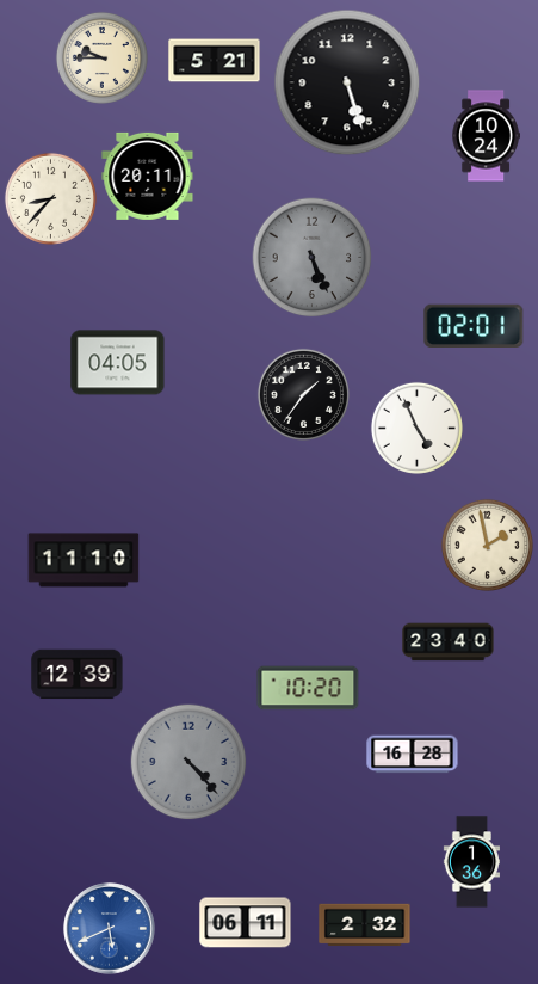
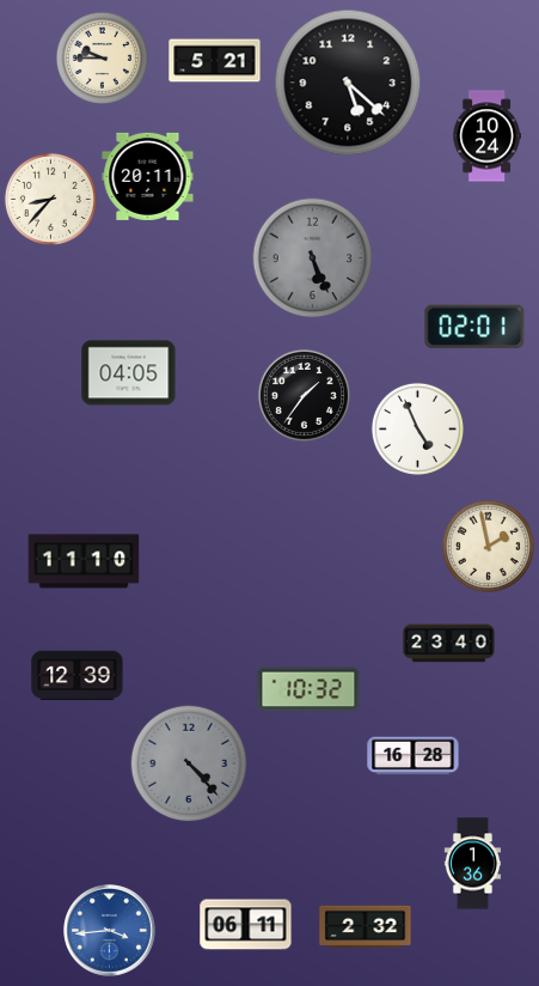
clock at (347, 82): 5:27 -> 5:22
clock at (118, 363) position: (118, 363) -> (129, 373)
clock at (308, 688): 10:20 -> 10:32
clock at (110, 929): 5:41 -> 3:44
